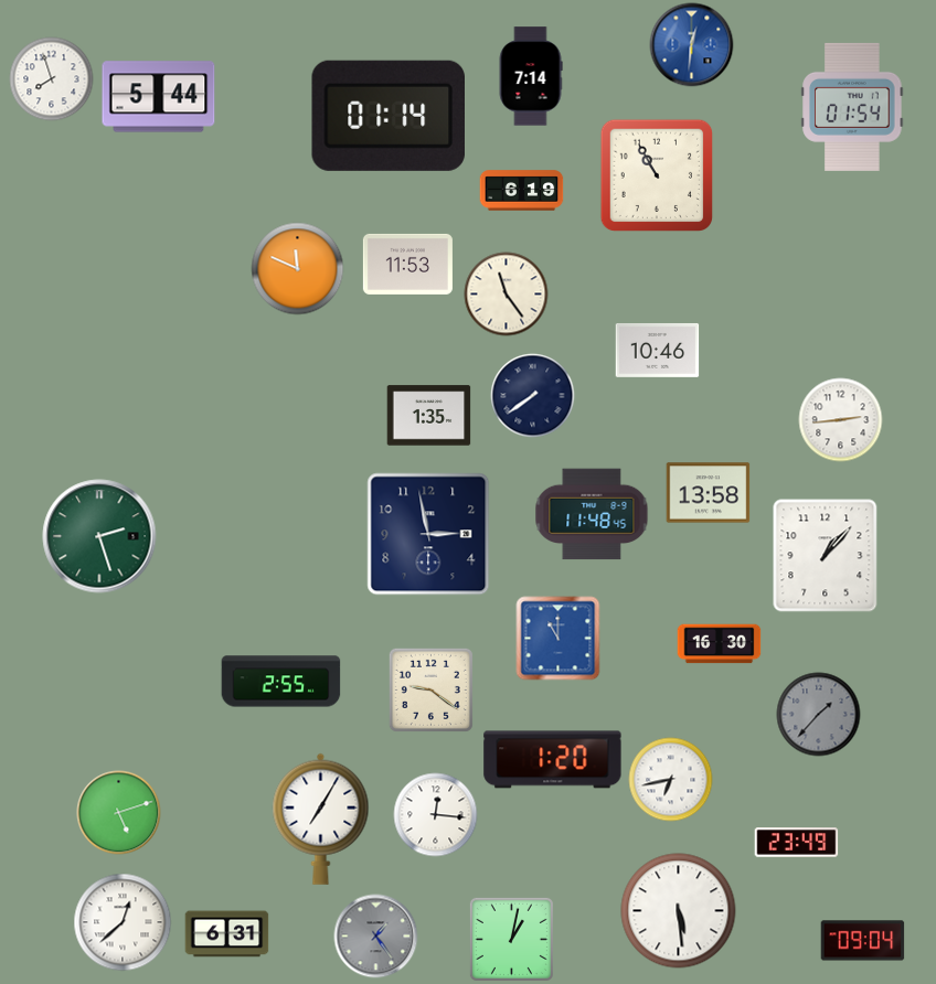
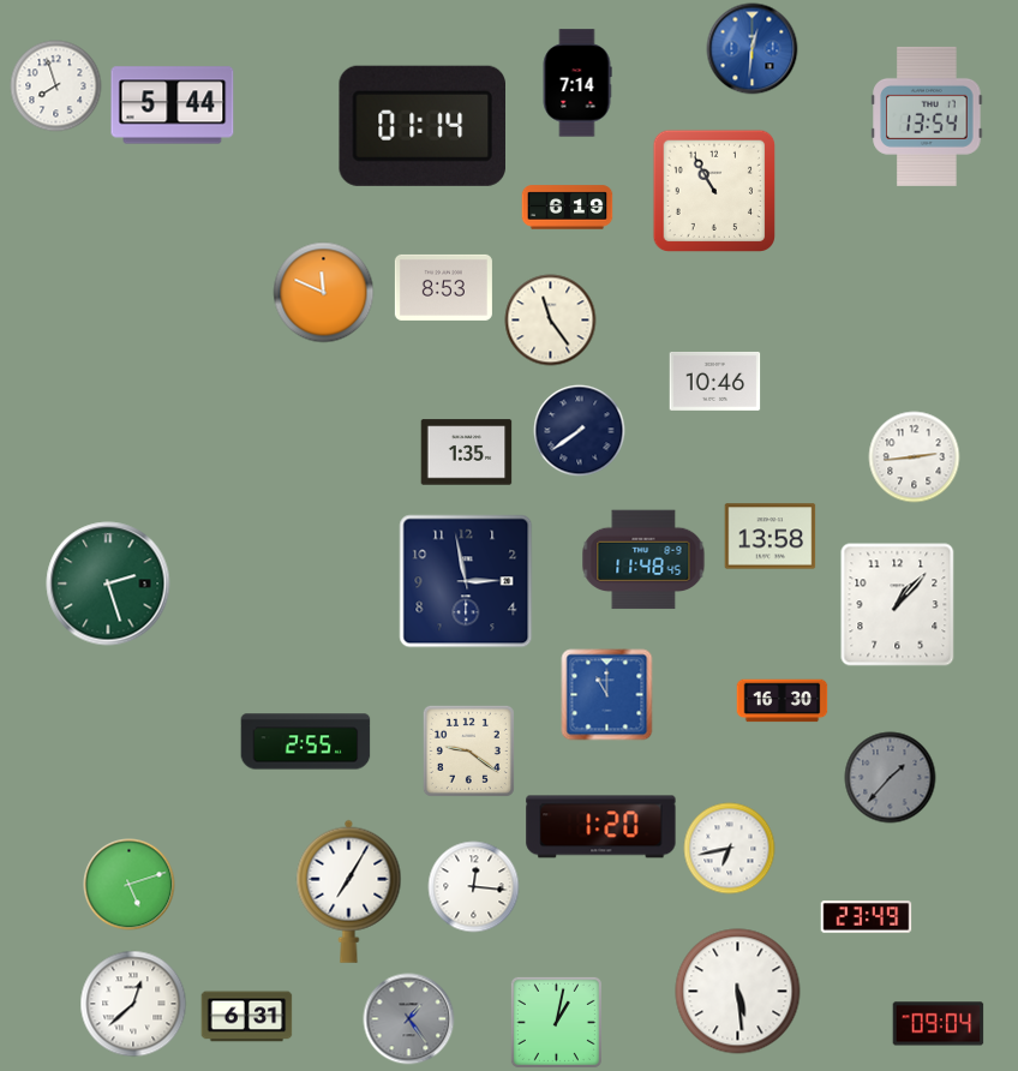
clock at (852, 107): 01:54 -> 13:54
clock at (407, 264): 11:53 -> 8:53
